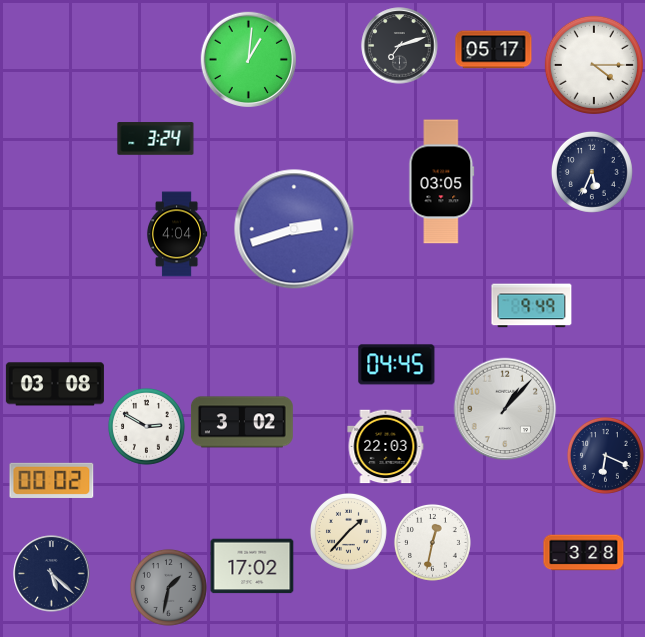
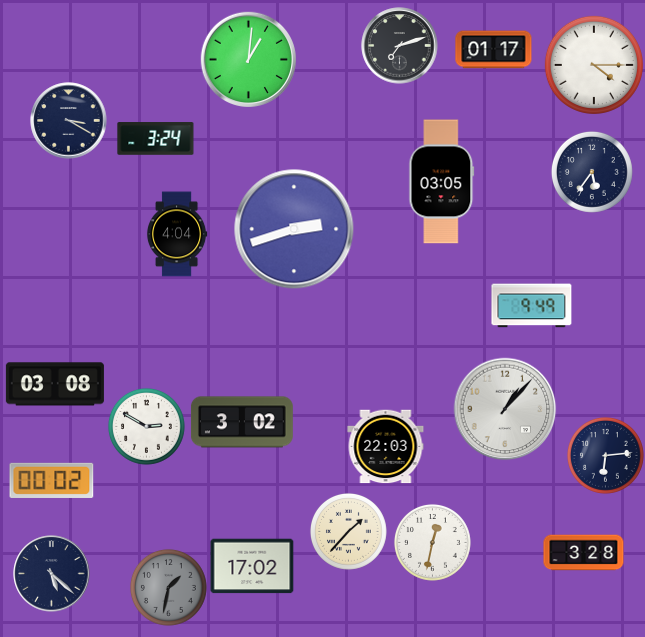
clock at (494, 50): 05:17 -> 01:17
clock at (69, 121): none -> 3:20
clock at (592, 172): 5:34 -> 5:36
clock at (397, 365): 04:45 -> none
clock at (605, 455): 6:19 -> 6:14
